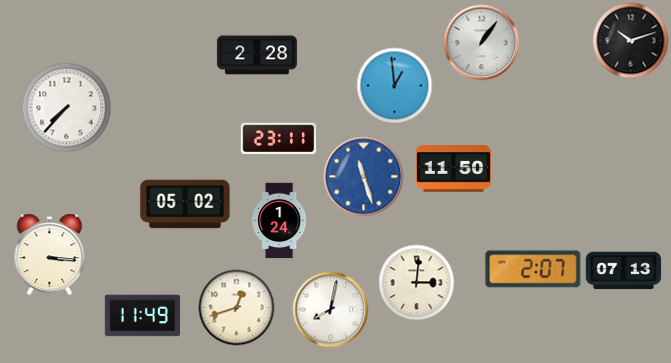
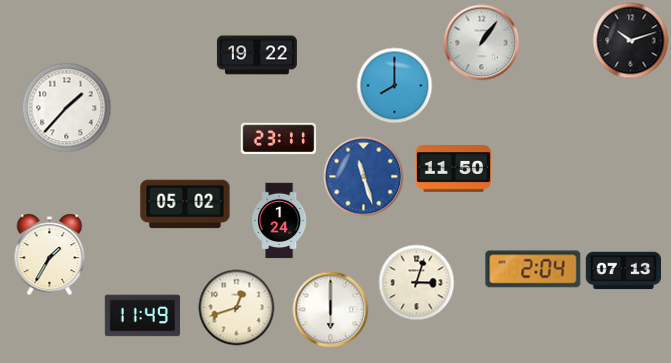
clock at (257, 55): 2:28 -> 19:22
clock at (395, 86): 12:59 -> 8:00
clock at (67, 108): 7:37 -> 1:37
clock at (50, 255): 3:16 -> 1:35
clock at (533, 269): 2:07 -> 2:04
clock at (417, 283): 3:01 -> 3:03
clock at (331, 310): 8:02 -> 6:00
